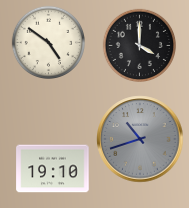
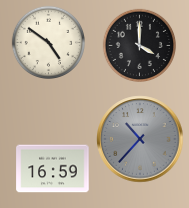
clock at (140, 139): 10:42 -> 10:37
clock at (53, 169): 19:10 -> 16:59
